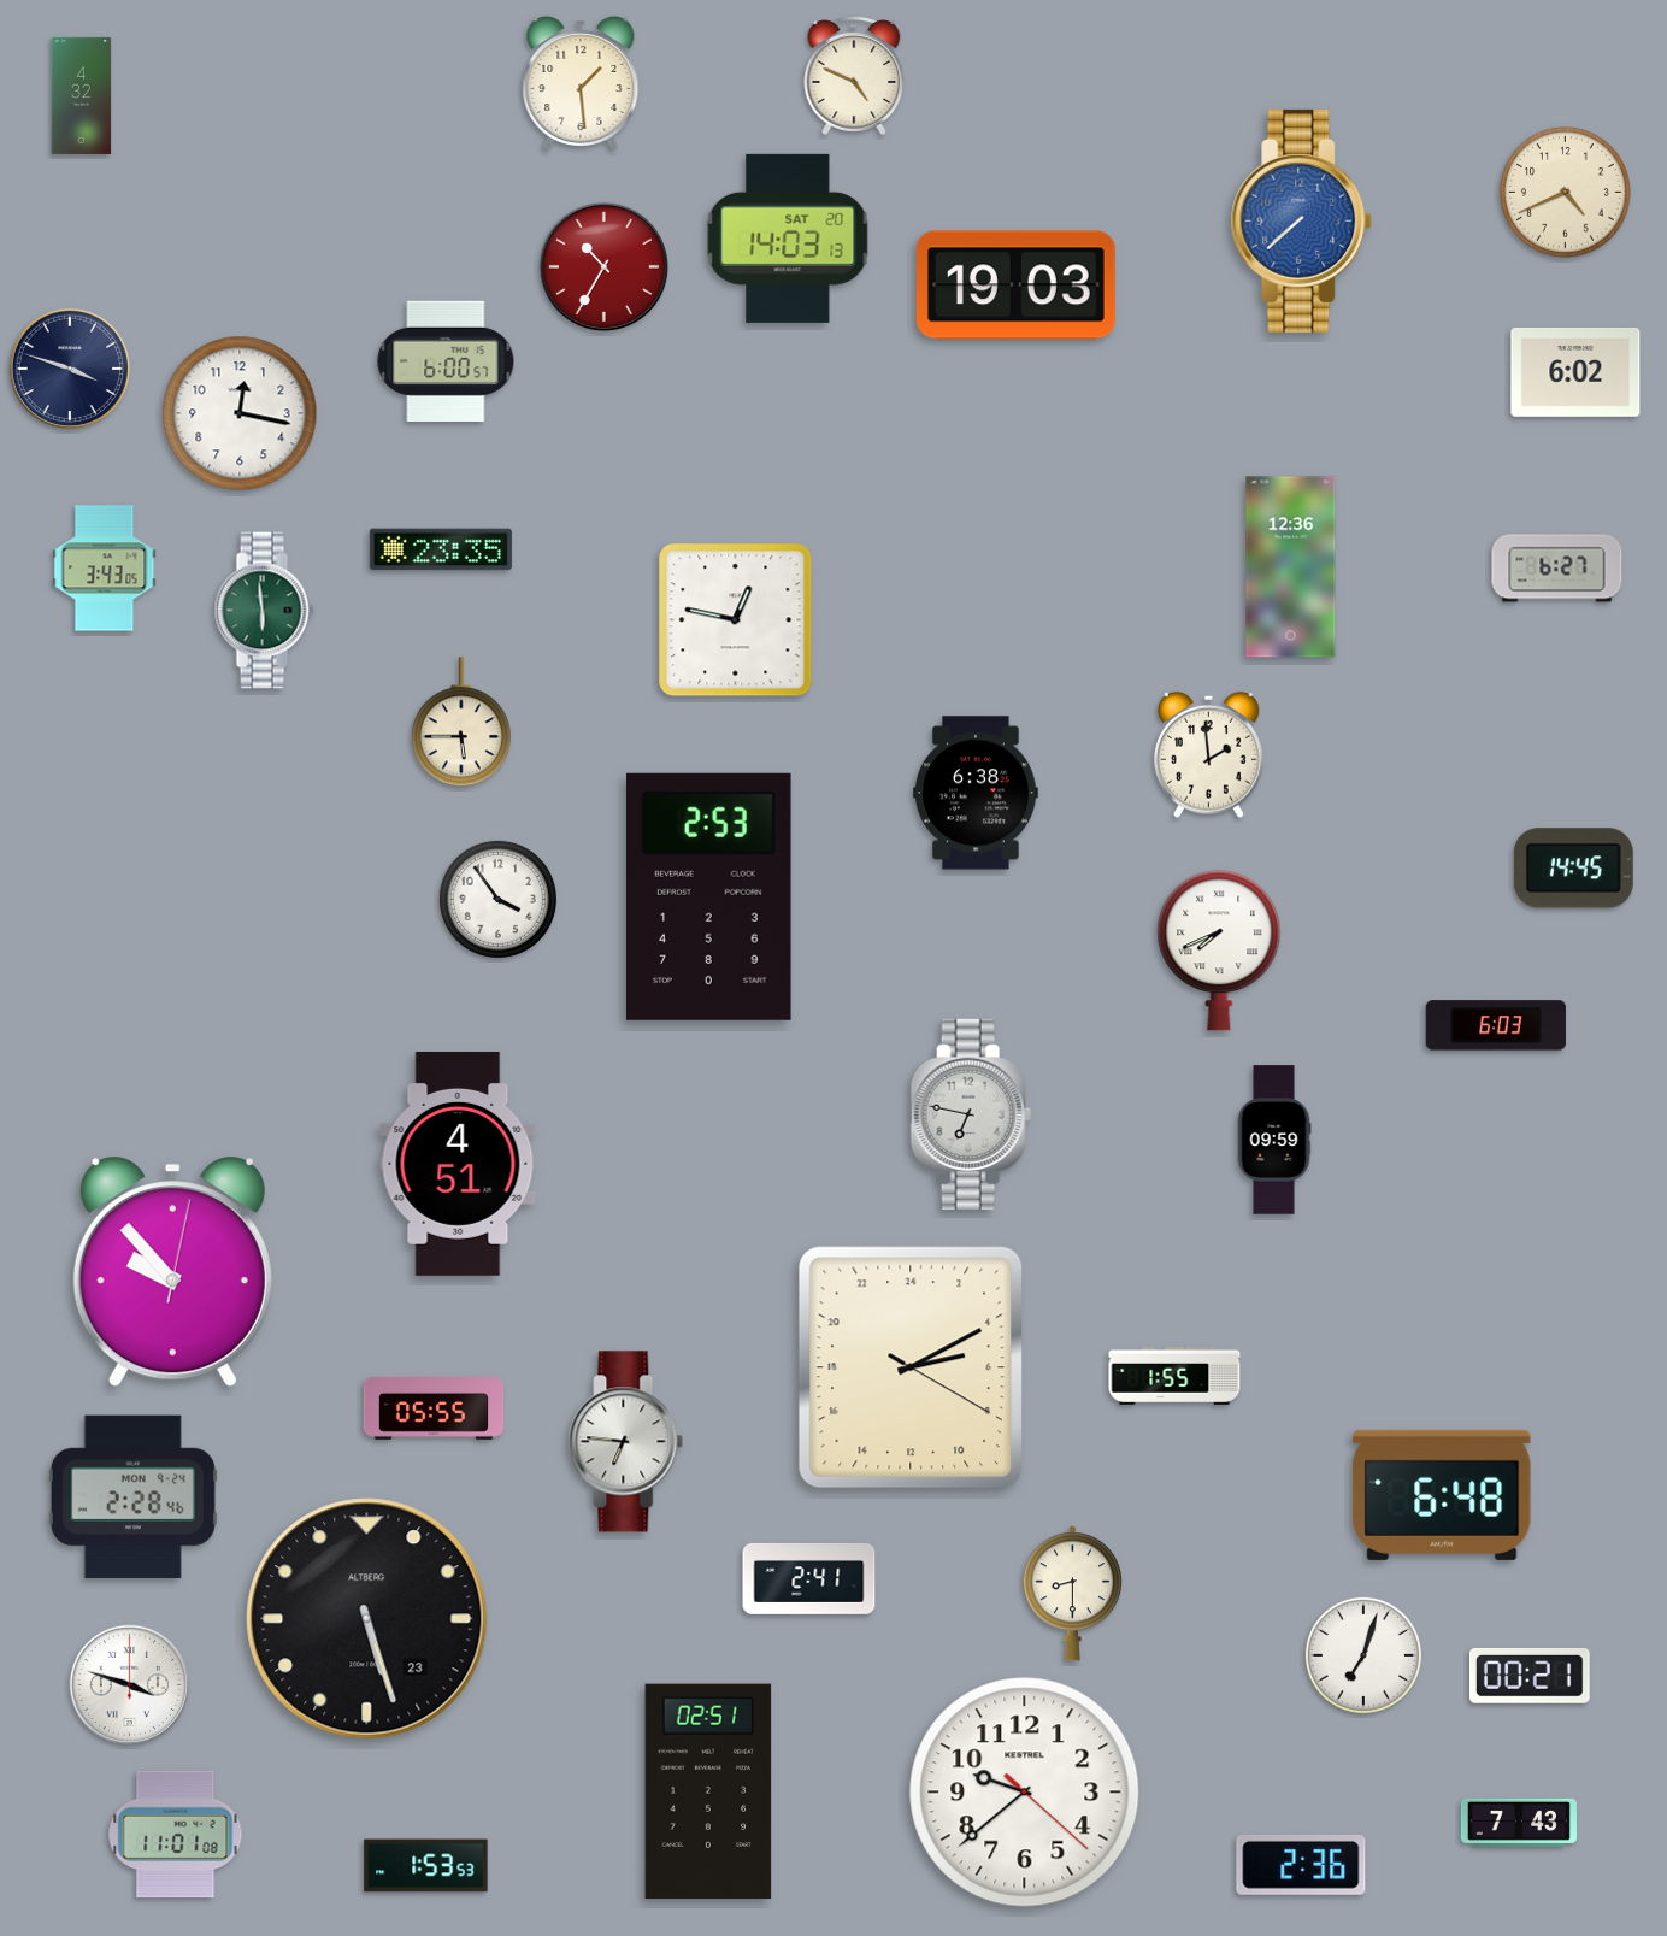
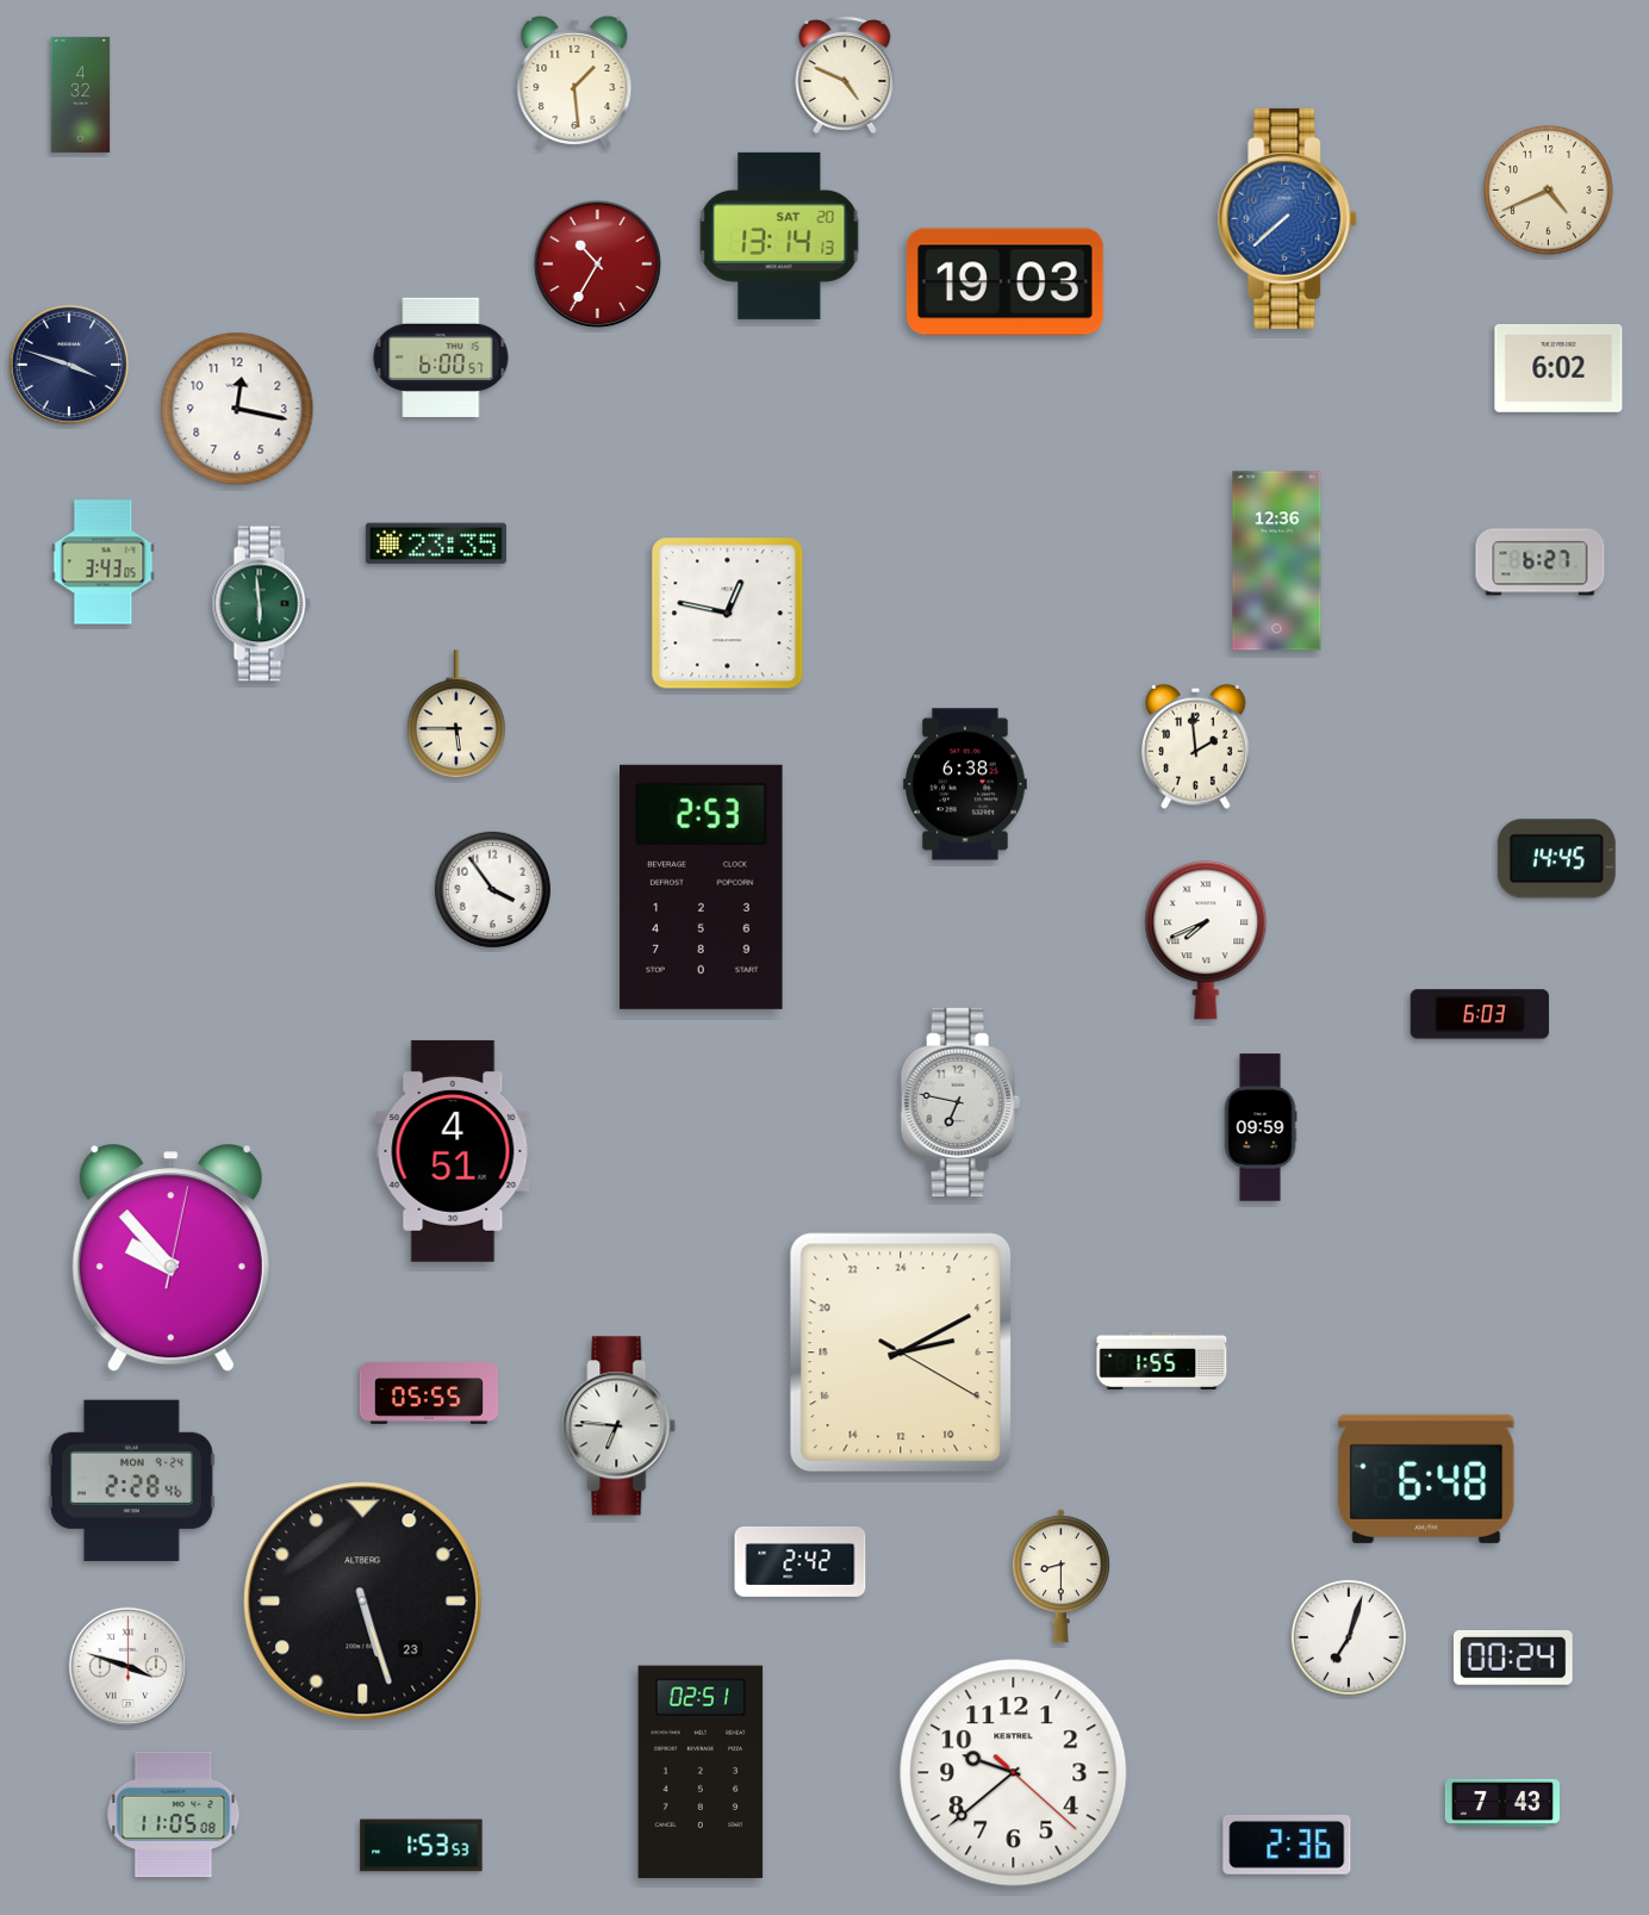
clock at (788, 239): 14:03 -> 13:14
clock at (809, 1578): 2:41 -> 2:42
clock at (1530, 1676): 00:21 -> 00:24
clock at (176, 1835): 11:01 -> 11:05
